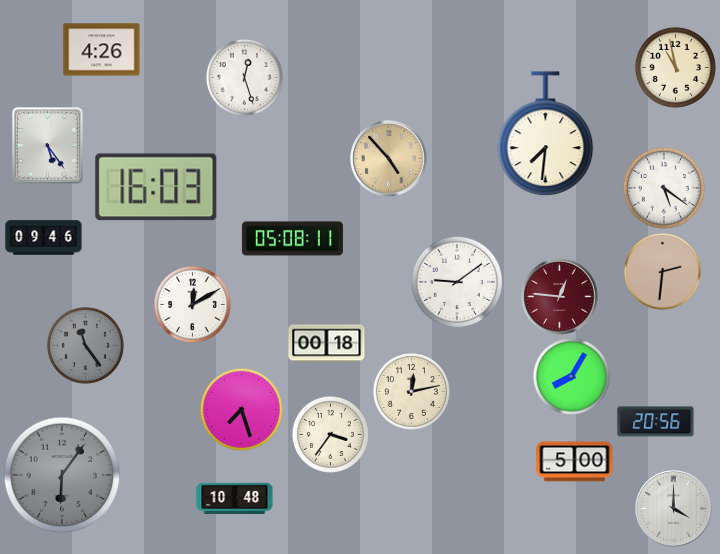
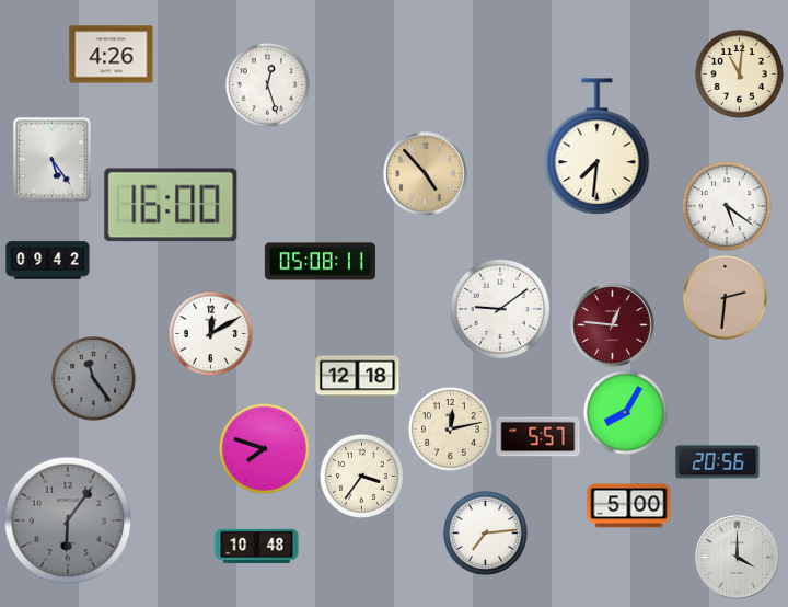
clock at (675, 67): 10:58 -> 11:01
clock at (156, 187): 16:03 -> 16:00
clock at (44, 238): 09:46 -> 09:42
clock at (327, 344): 00:18 -> 12:18
clock at (538, 437): none -> 5:57
clock at (241, 409): 7:27 -> 7:48
clock at (485, 532): none -> 7:14
